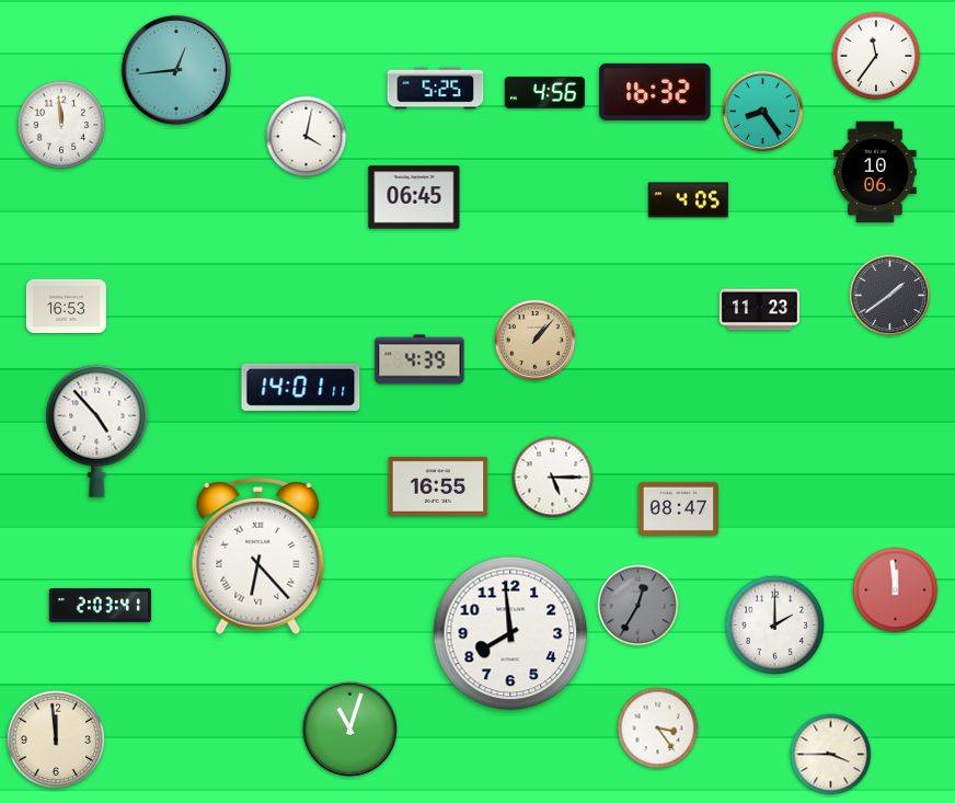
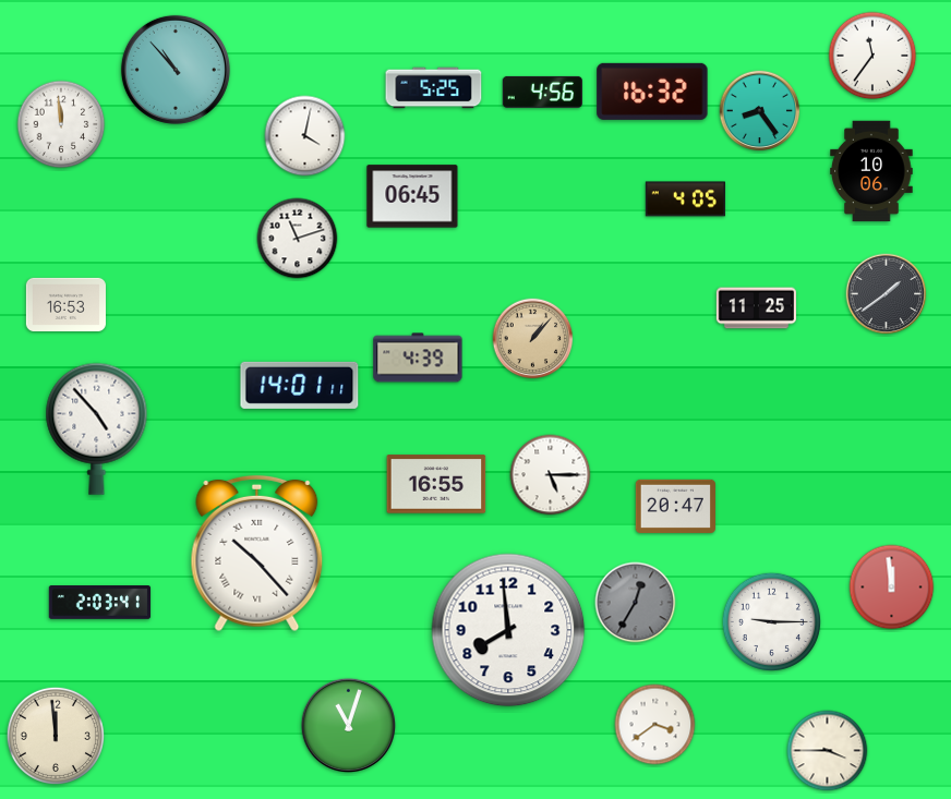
clock at (176, 70): 12:44 -> 10:53
clock at (298, 239): none -> 11:12
clock at (759, 310): 11:23 -> 11:25
clock at (678, 508): 08:47 -> 20:47
clock at (258, 557): 6:23 -> 10:23
clock at (774, 624): 2:00 -> 9:15
clock at (658, 729): 3:24 -> 3:39
